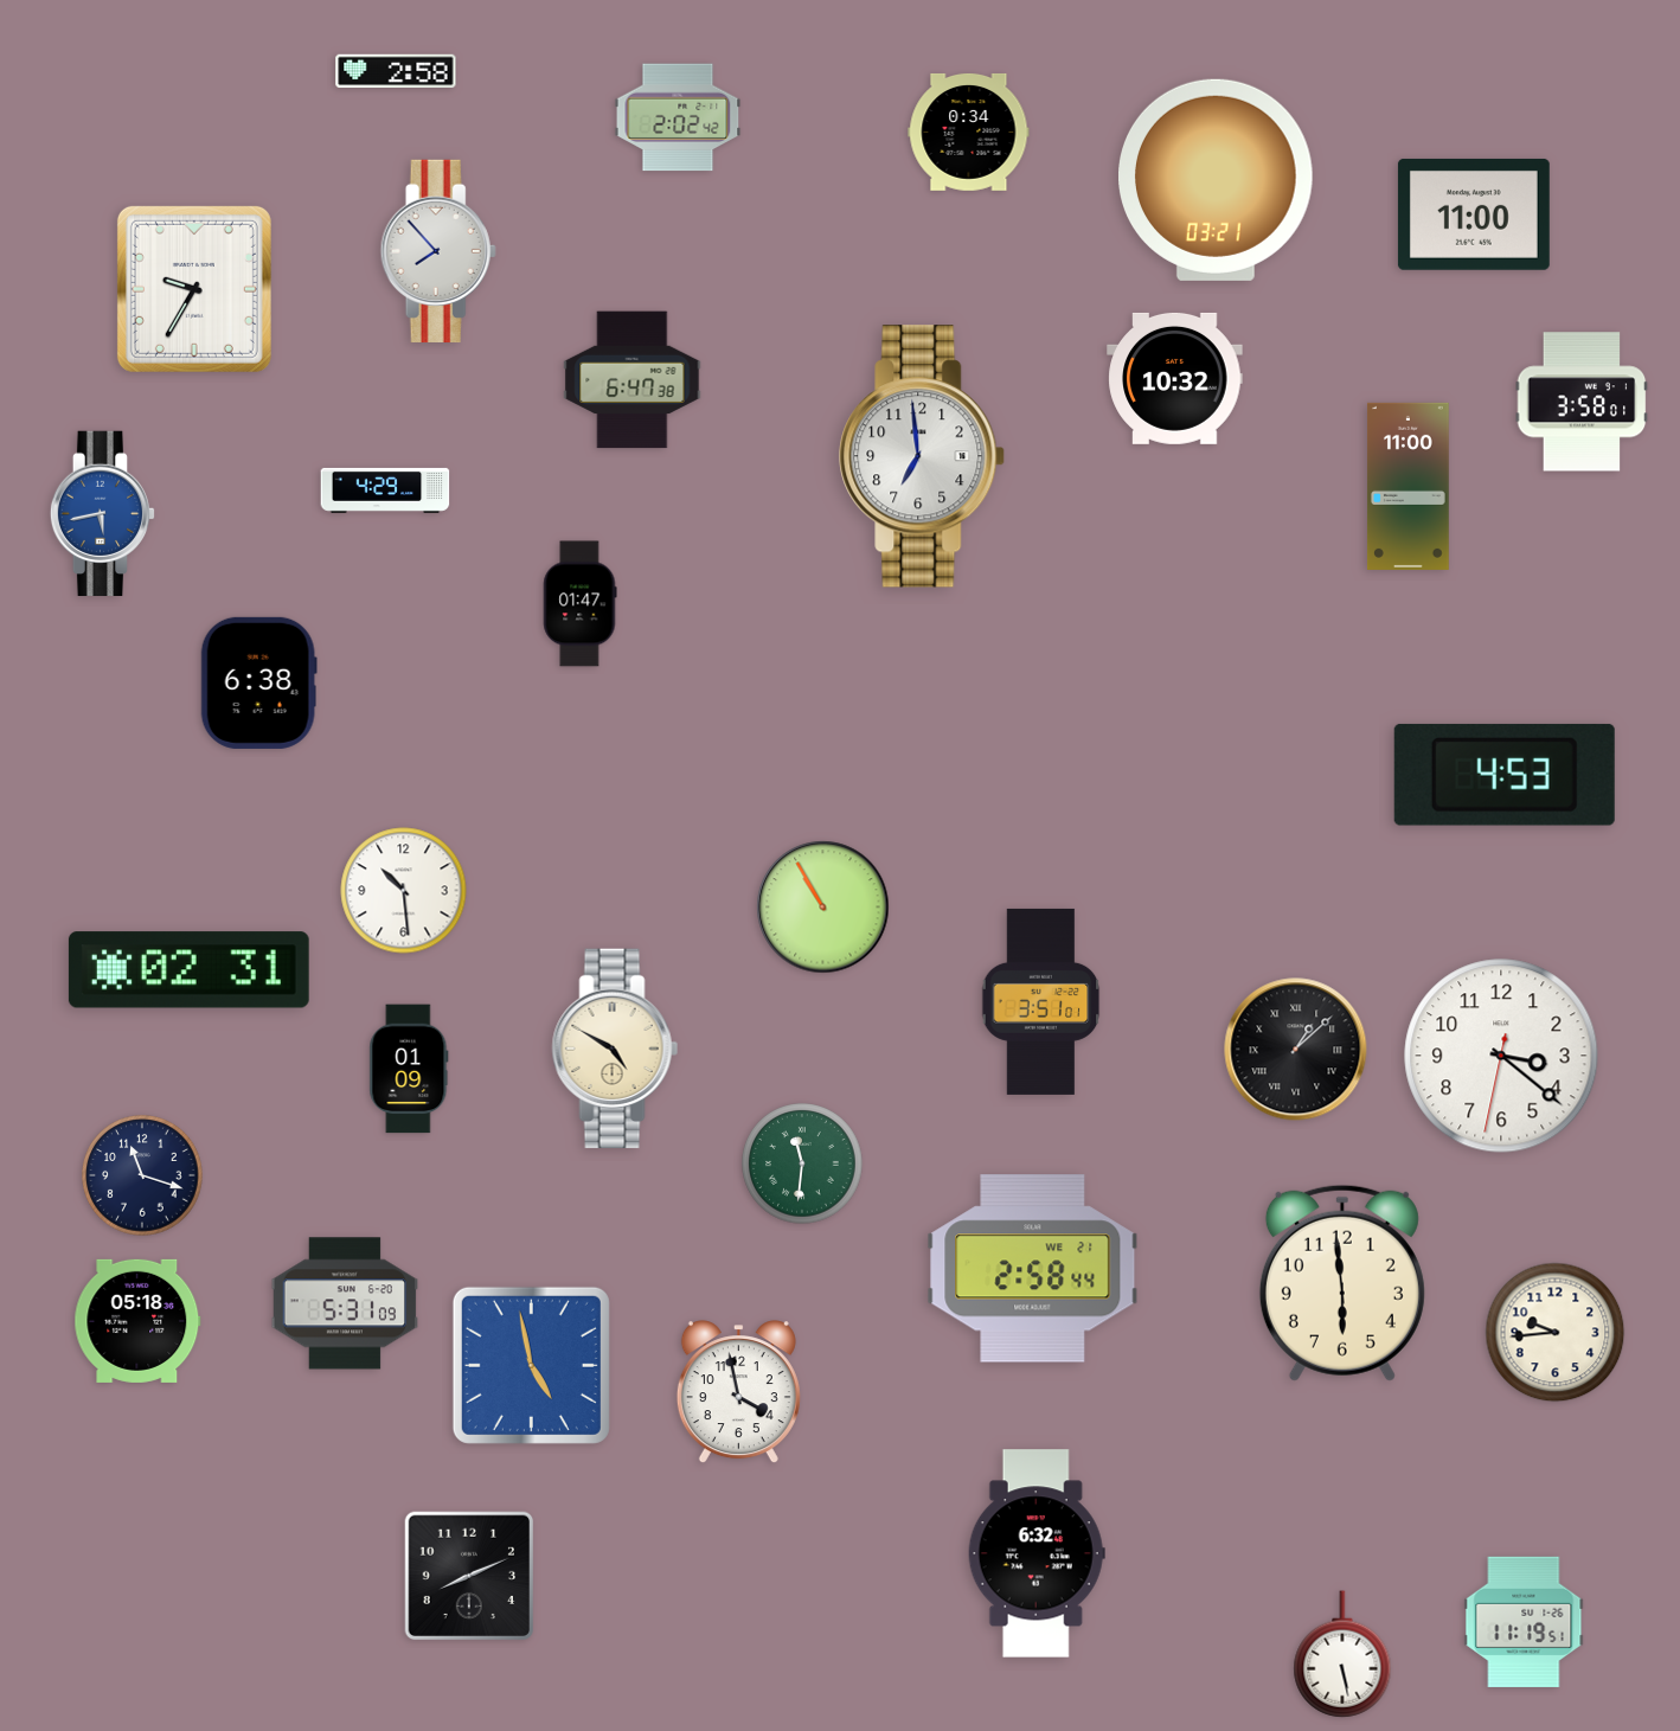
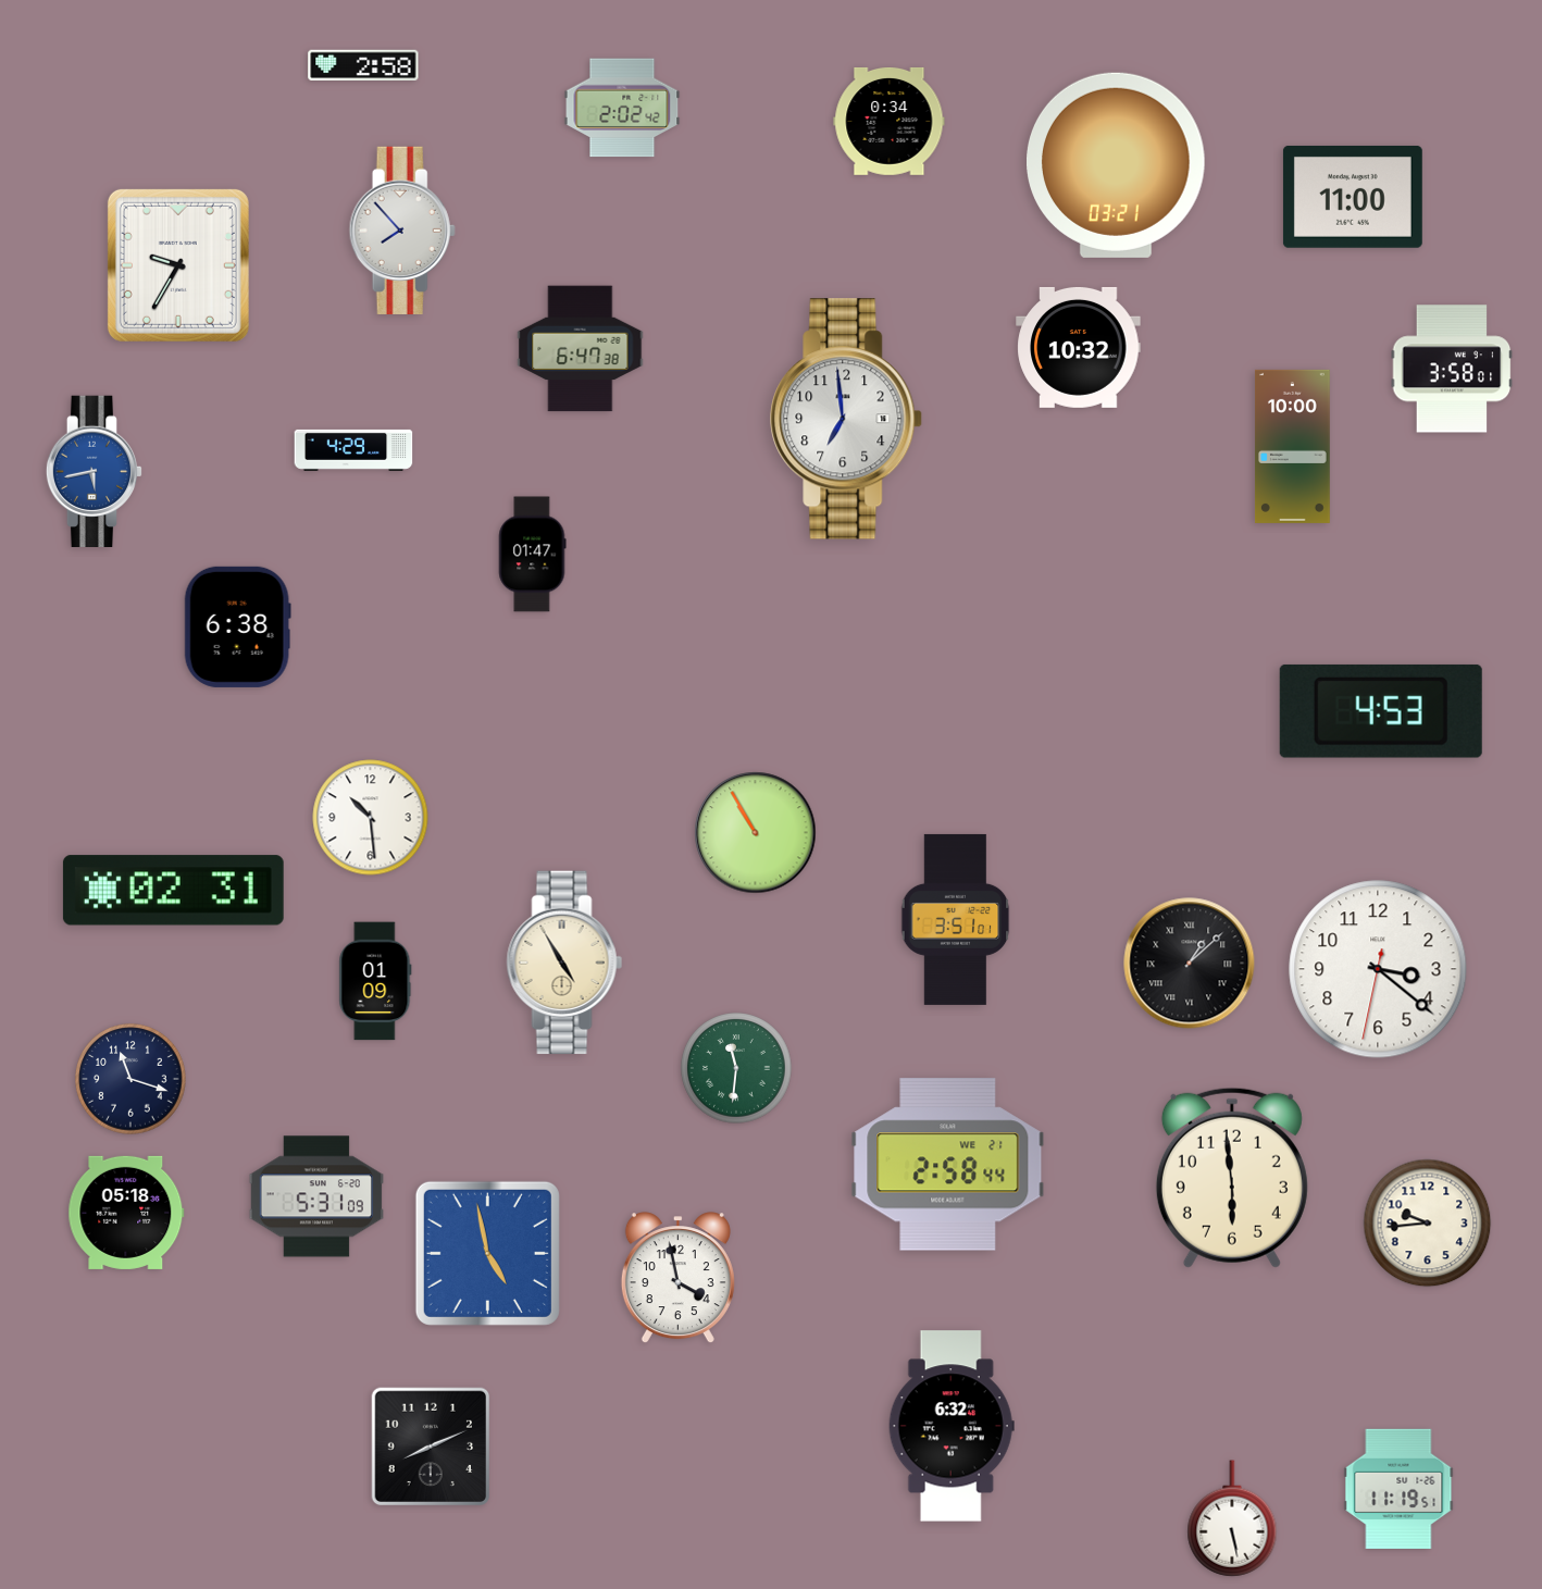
clock at (1409, 486): 11:00 -> 10:00
clock at (615, 1049): 4:50 -> 4:55
